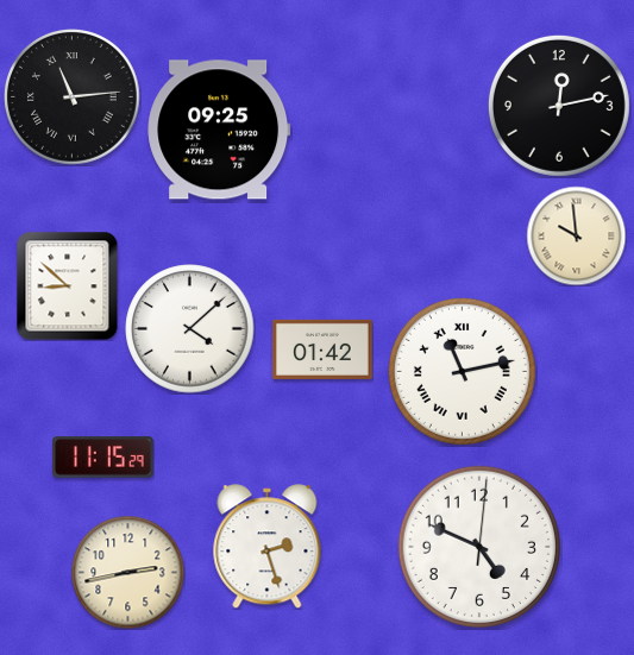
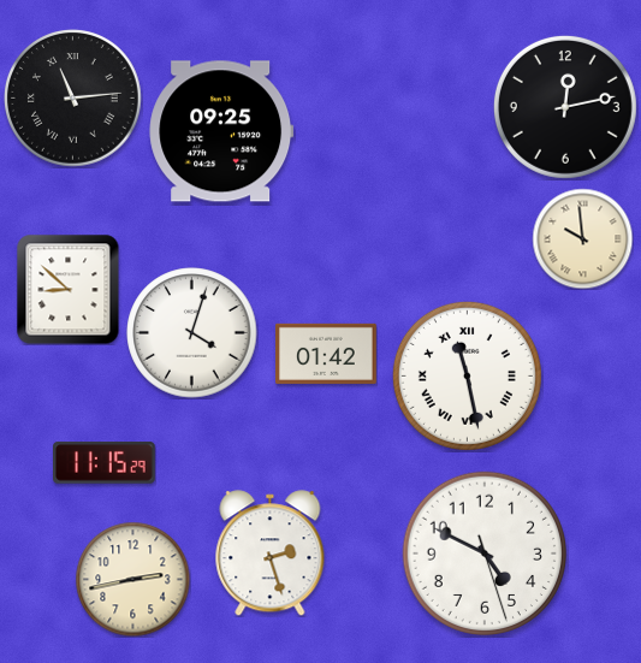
clock at (190, 329): 4:08 -> 4:03
clock at (462, 371): 11:13 -> 11:28
clock at (478, 546): 4:49:01 -> 4:49:27
clock at (127, 572) position: (127, 572) -> (132, 579)
